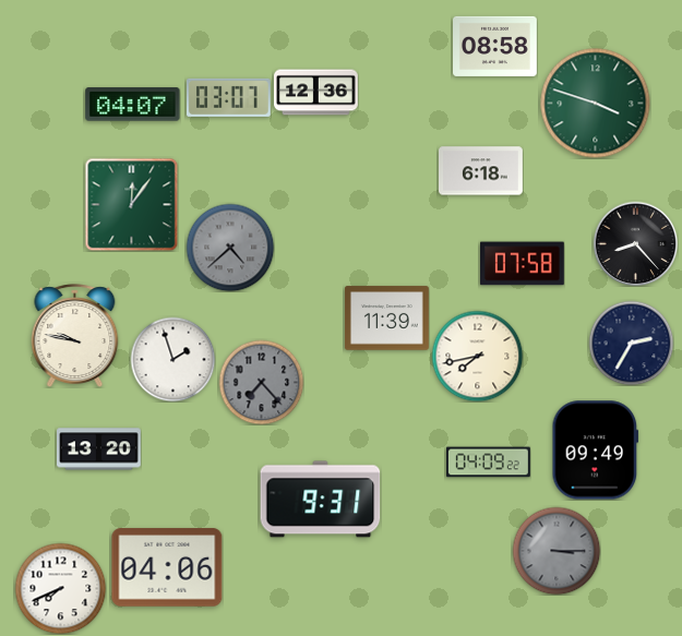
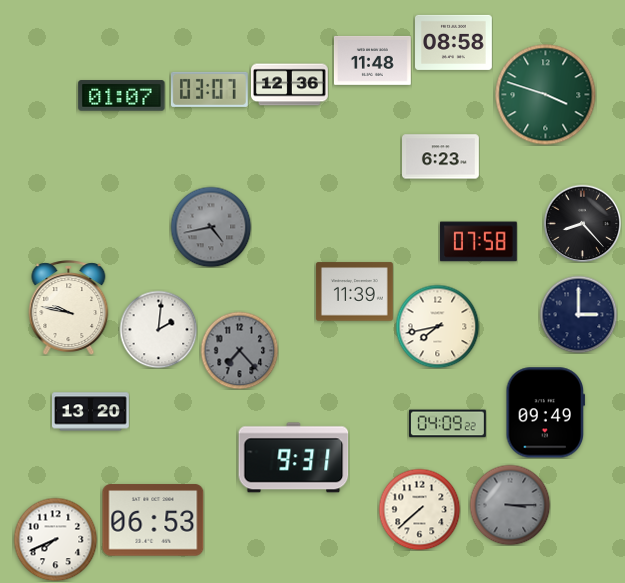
clock at (372, 60): none -> 11:48
clock at (133, 105): 04:07 -> 01:07
clock at (481, 171): 6:18 -> 6:23
clock at (131, 204): 12:06 -> none
clock at (230, 248): 4:38 -> 4:43
clock at (631, 343): 2:35 -> 3:00
clock at (172, 359): 1:57 -> 2:01
clock at (419, 509): none -> 7:38
clock at (167, 567): 04:06 -> 06:53
